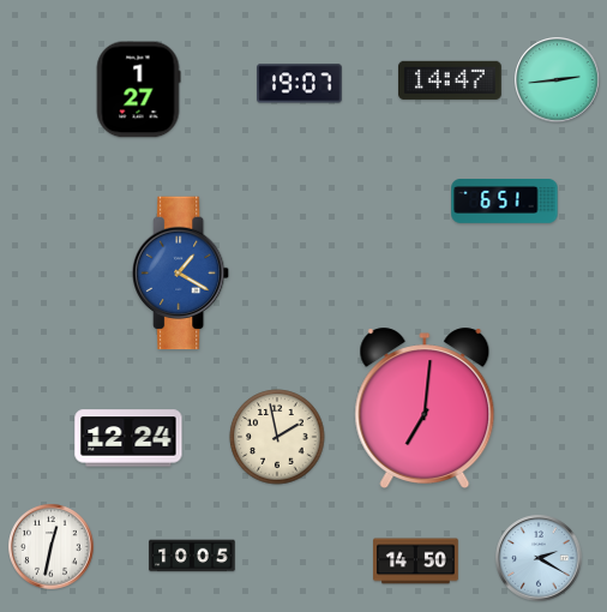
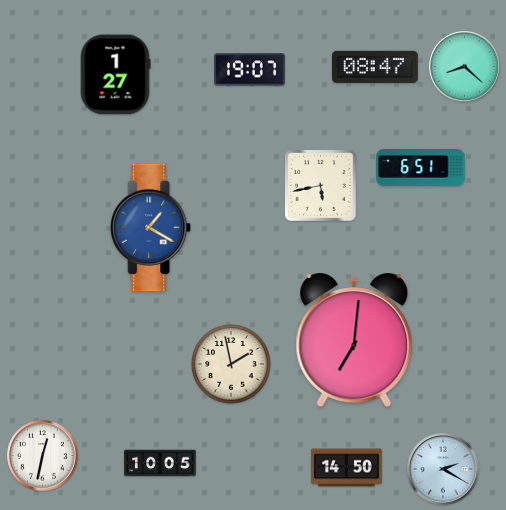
clock at (451, 80): 14:47 -> 08:47
clock at (558, 80): 2:44 -> 8:22
clock at (320, 185): none -> 5:43
clock at (128, 438): 12:24 -> none
clock at (539, 558) position: (539, 558) -> (443, 469)
